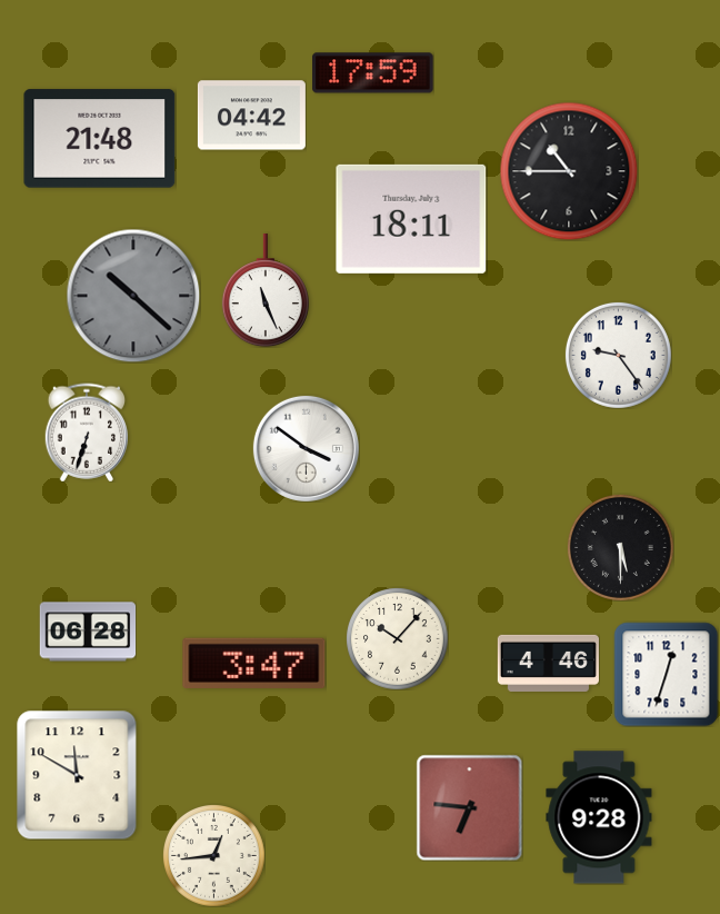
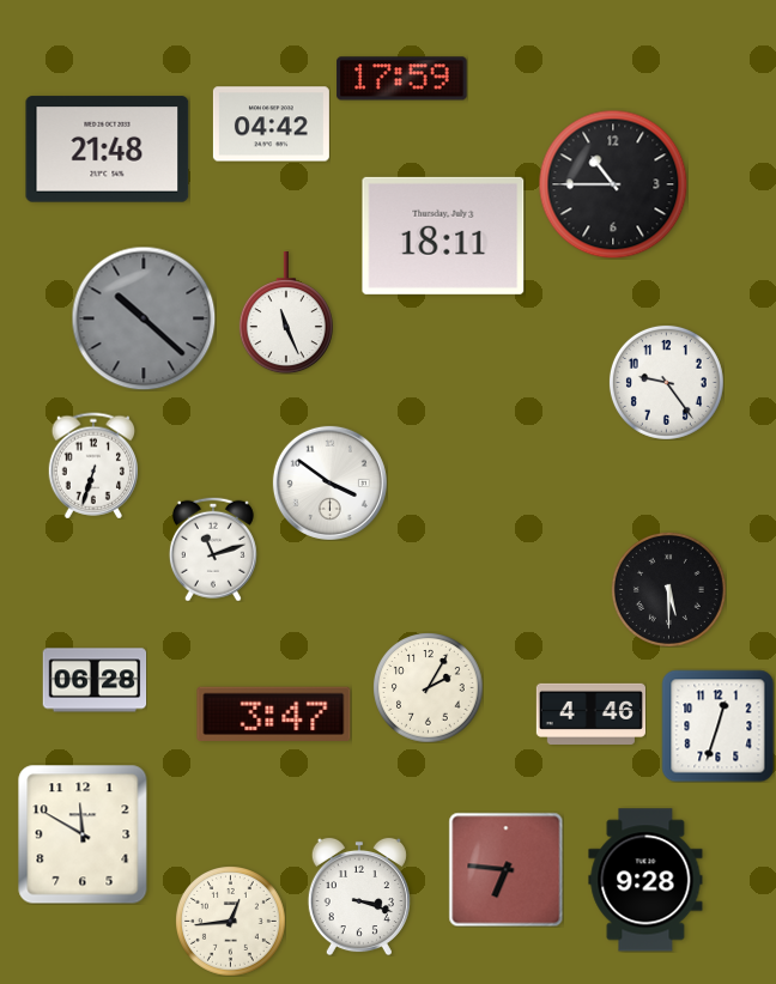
clock at (213, 549): none -> 11:12
clock at (398, 639): 10:07 -> 2:05
clock at (359, 897): none -> 3:18
